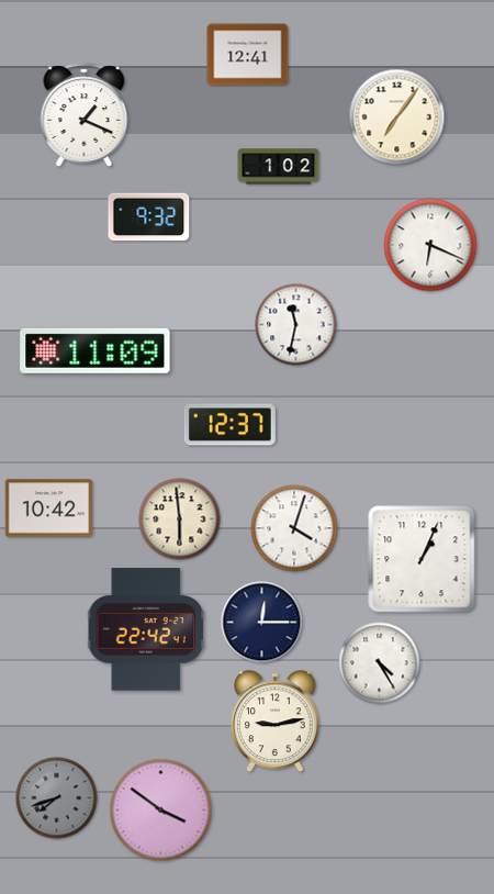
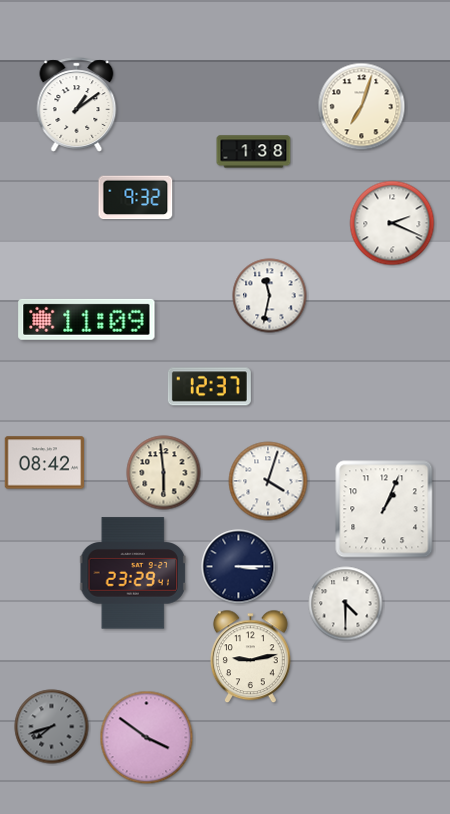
clock at (248, 55): 12:41 -> none
clock at (85, 115): 1:19 -> 1:09
clock at (397, 118): 7:06 -> 7:03
clock at (279, 167): 1:02 -> 1:38
clock at (430, 245): 6:19 -> 2:19
clock at (49, 509): 10:42 -> 08:42
clock at (262, 623): 12:15 -> 3:15
clock at (146, 629): 22:42 -> 23:29
clock at (380, 663): 4:25 -> 4:30
